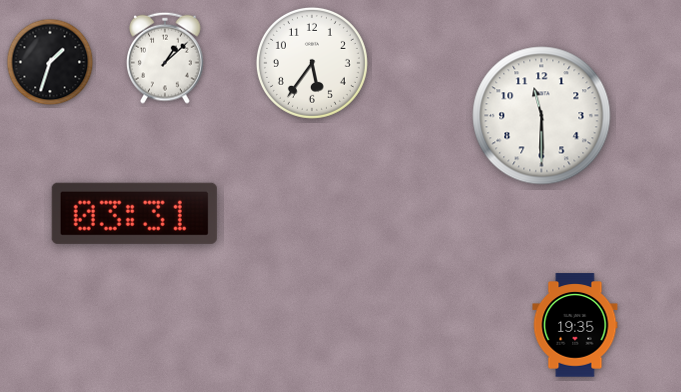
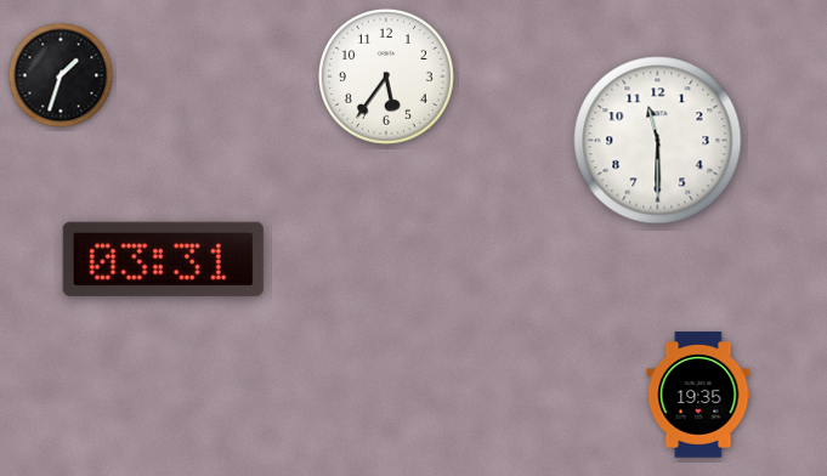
clock at (166, 58): 1:08 -> none
clock at (312, 63) position: (312, 63) -> (386, 76)
